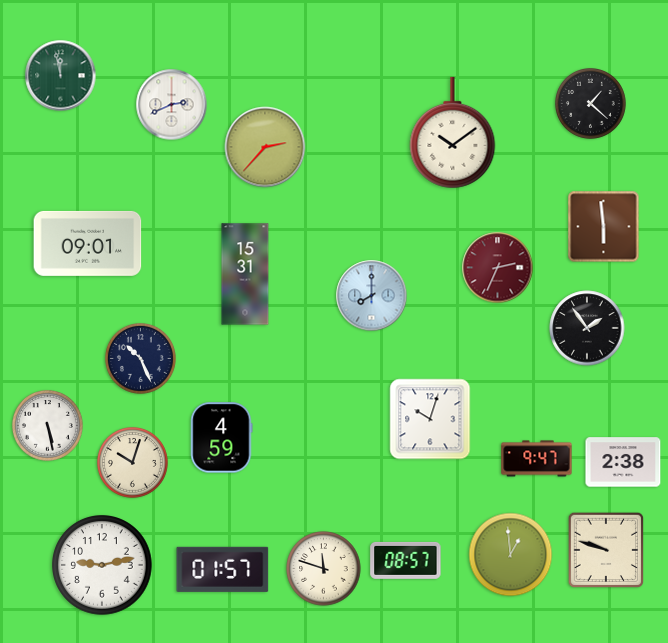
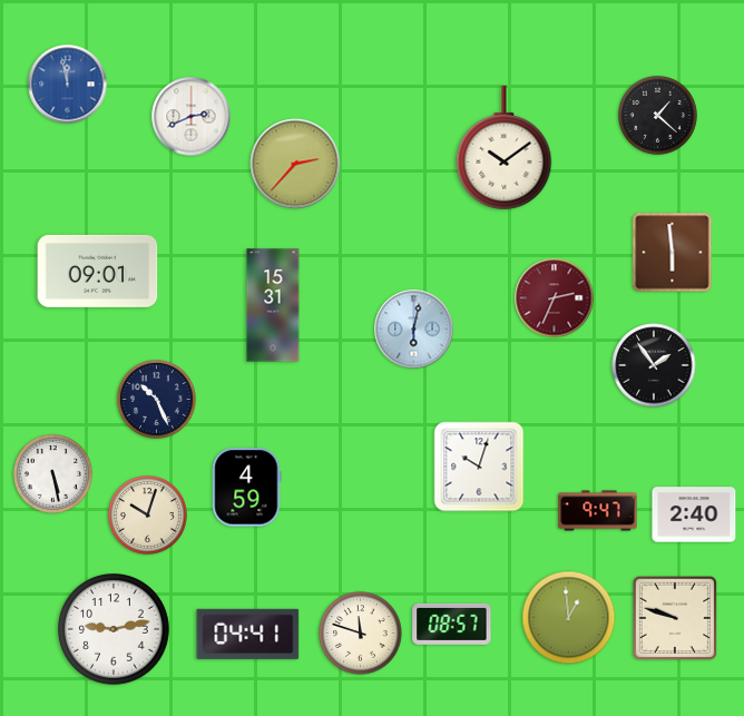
clock at (61, 76) dial: green -> blue
clock at (372, 296): 8:00 -> 6:02
clock at (623, 462): 2:38 -> 2:40
clock at (606, 550) position: (606, 550) -> (675, 618)
clock at (223, 569): 01:57 -> 04:41
